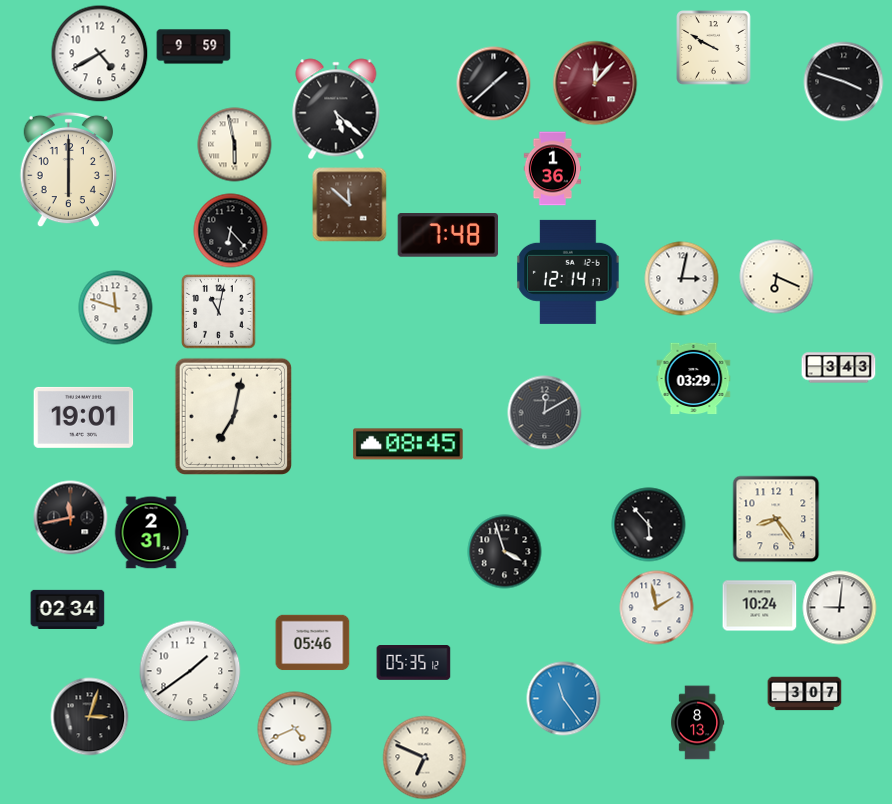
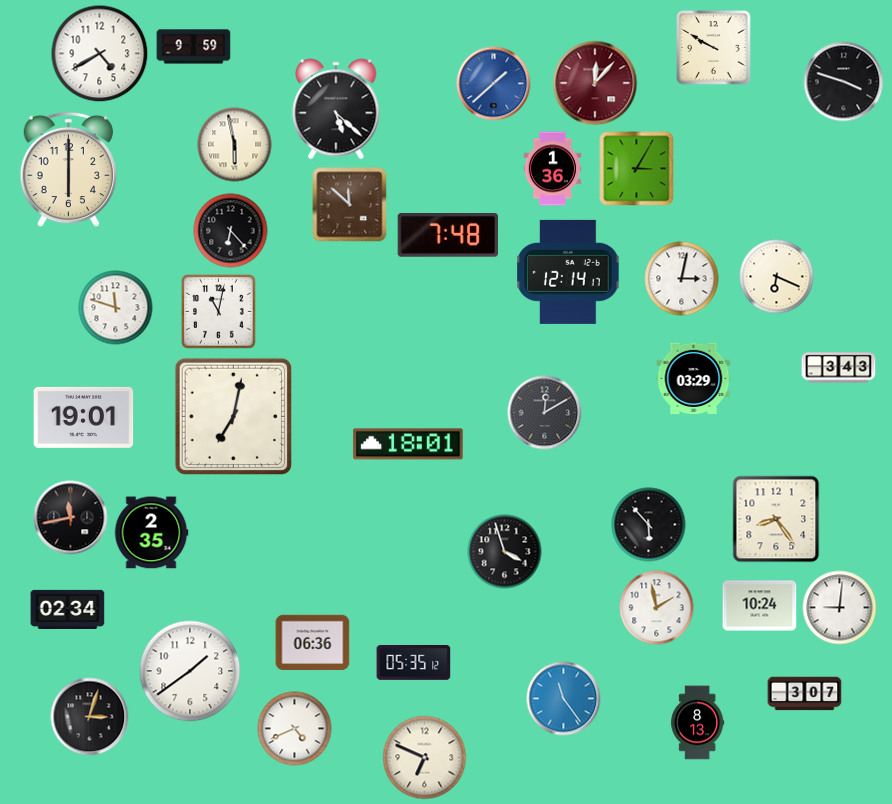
clock at (494, 84) dial: black -> blue
clock at (637, 169): none -> 3:05
clock at (408, 444): 08:45 -> 18:01
clock at (151, 533): 2:31 -> 2:35
clock at (313, 643): 05:46 -> 06:36
